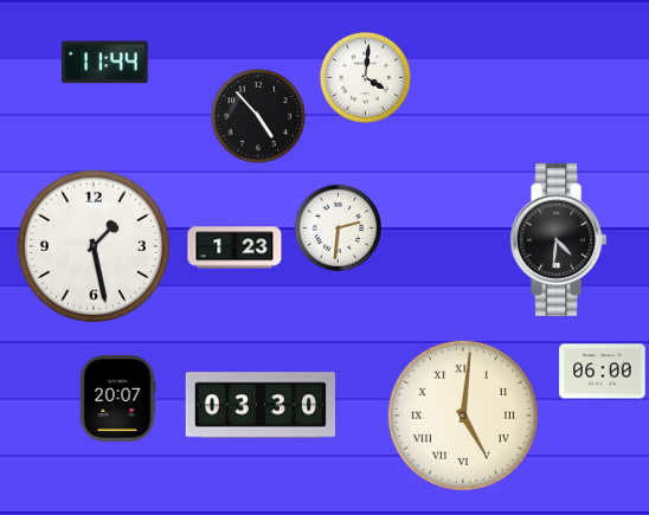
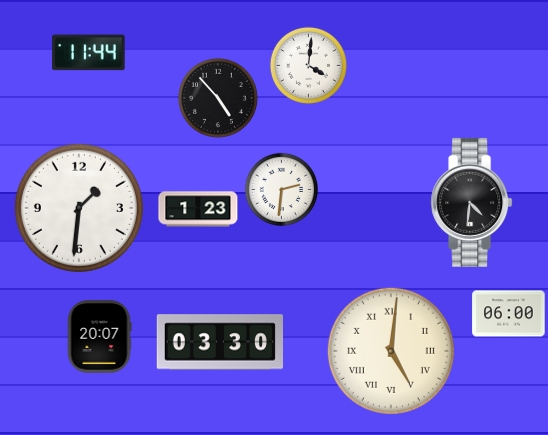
clock at (338, 227) position: (338, 227) -> (281, 189)
clock at (94, 246): 1:28 -> 1:31
